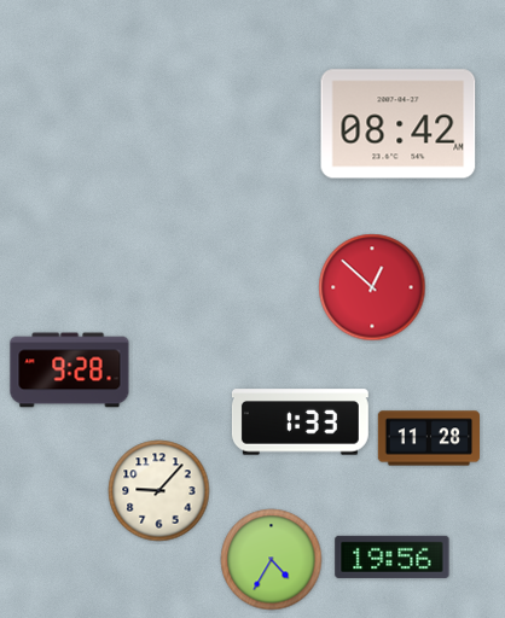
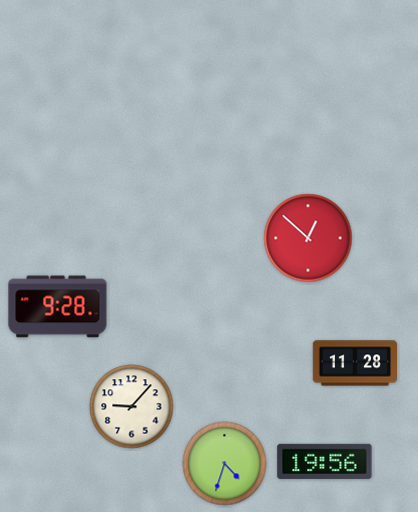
clock at (399, 124): 08:42 -> none
clock at (300, 422): 1:33 -> none
clock at (272, 560): 4:35 -> 4:33
